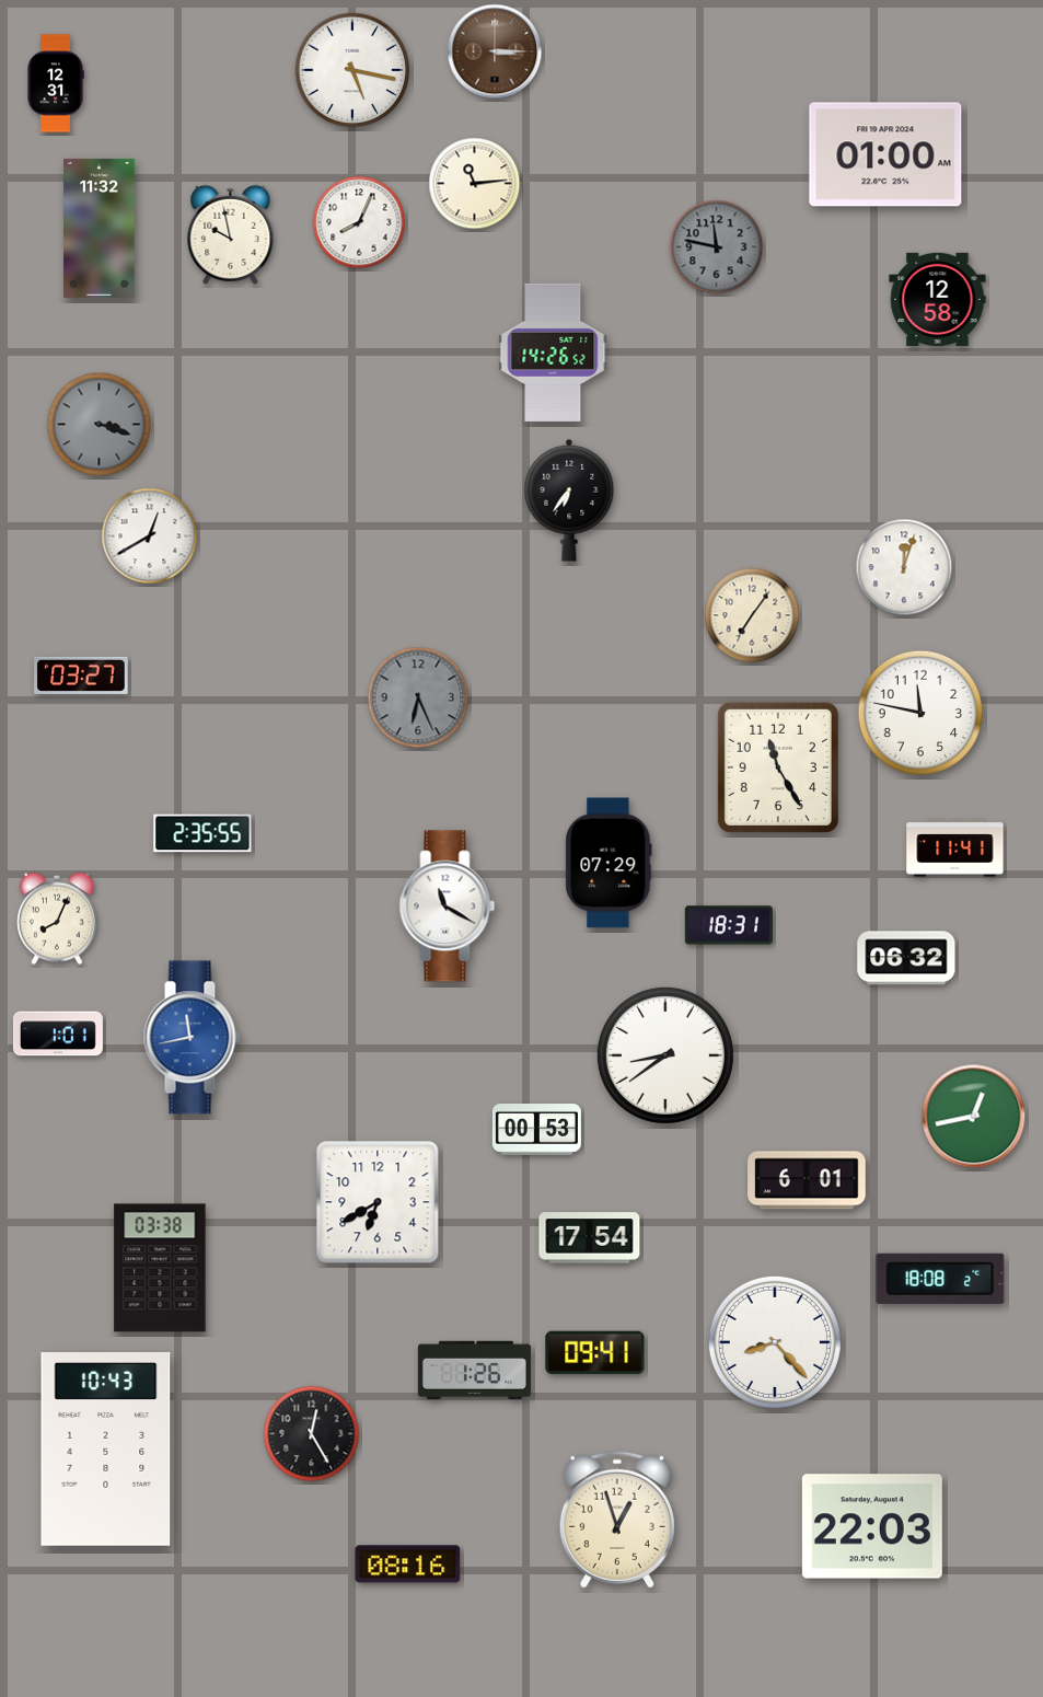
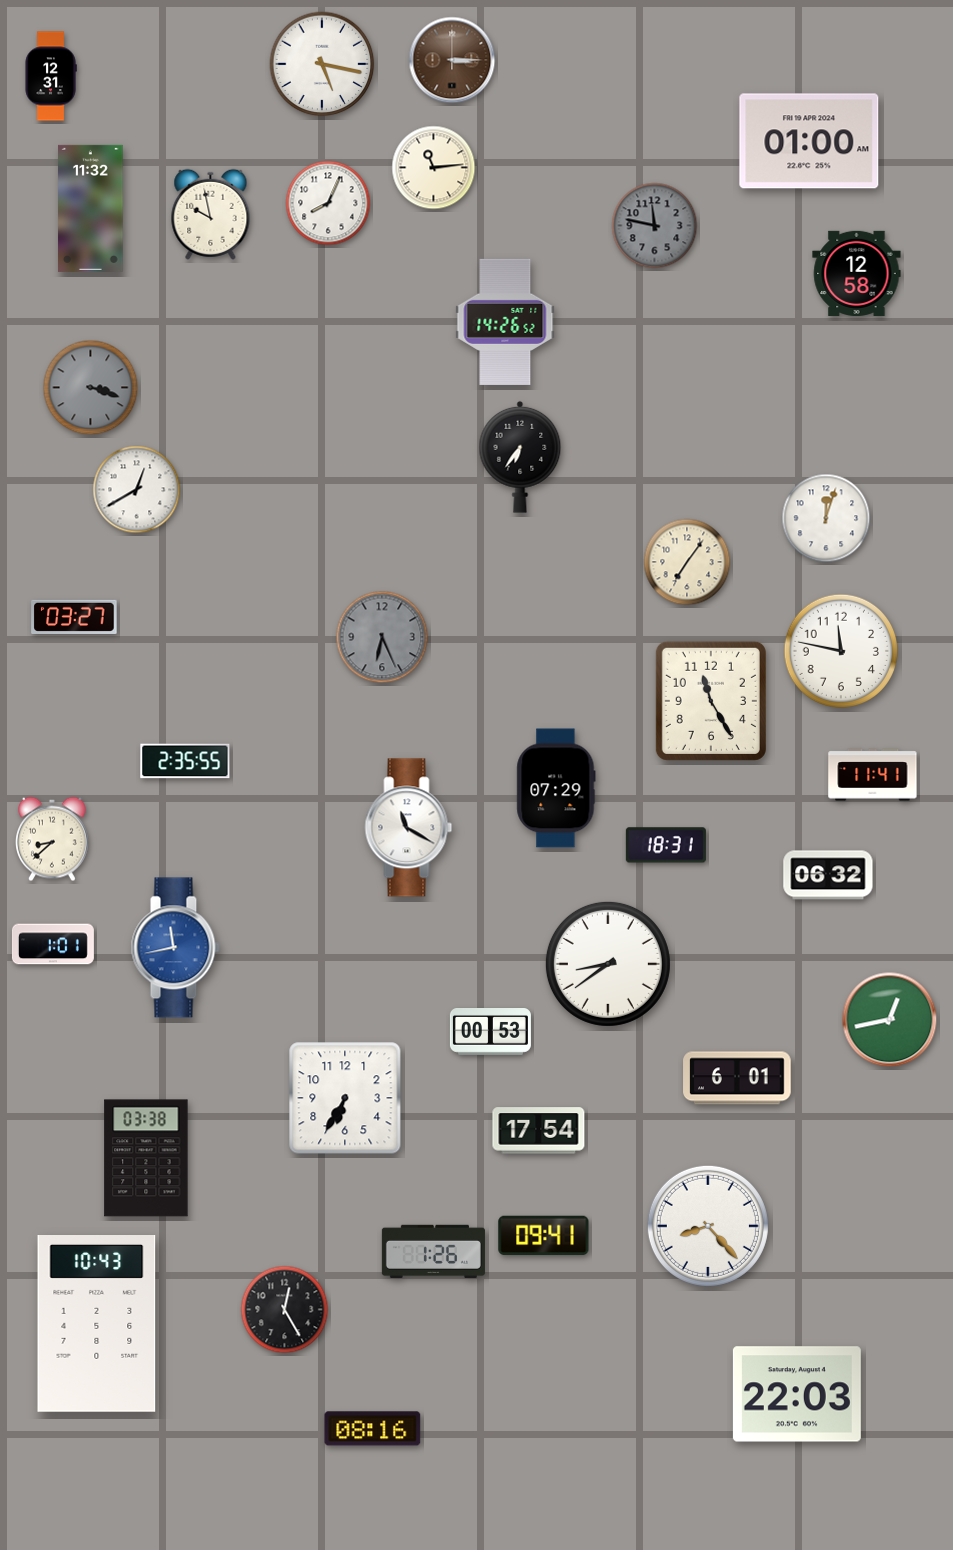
clock at (495, 51) position: (495, 51) -> (452, 60)
clock at (58, 919): 8:04 -> 8:38
clock at (378, 1202): 6:40 -> 6:35
clock at (940, 1279): 18:08 -> none
clock at (617, 1520): 12:57 -> none
